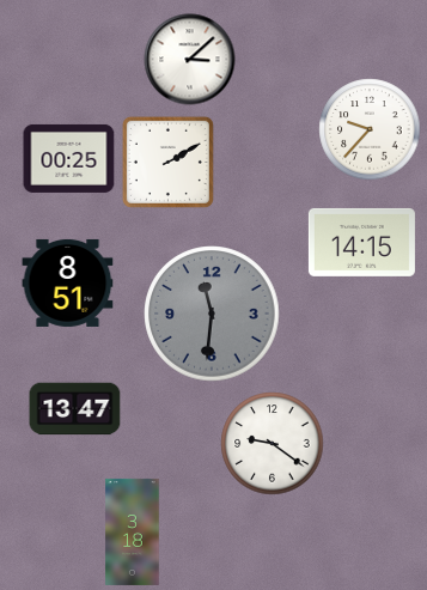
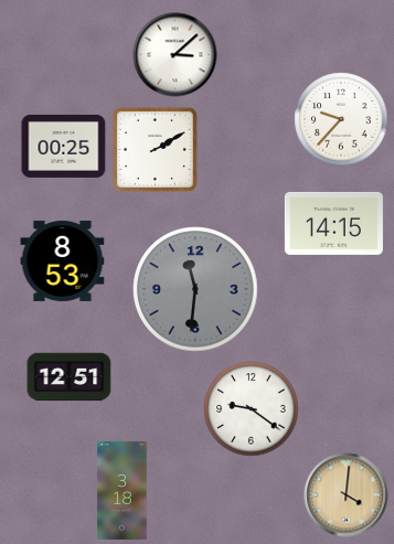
clock at (68, 282): 8:51 -> 8:53
clock at (75, 409): 13:47 -> 12:51
clock at (347, 495): none -> 4:01
